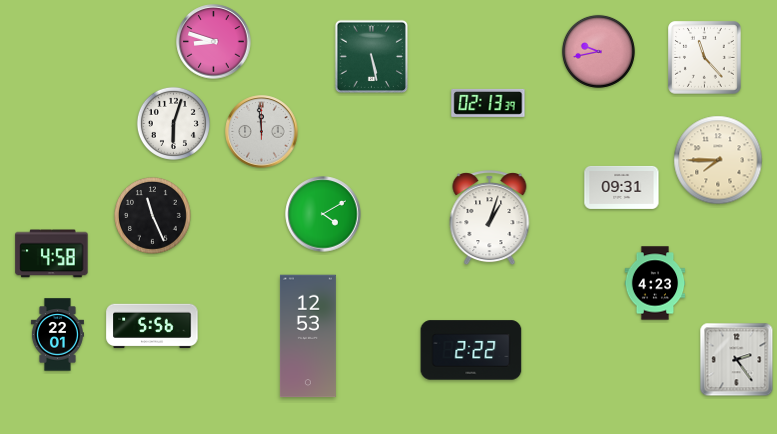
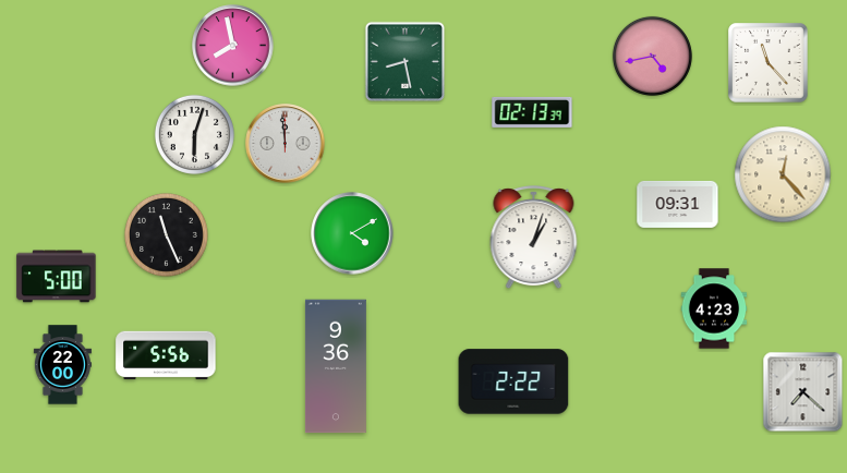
clock at (214, 42): 8:48 -> 7:58
clock at (598, 51): 9:43 -> 4:43
clock at (371, 56): 5:28 -> 8:28
clock at (173, 123) position: (173, 123) -> (194, 134)
clock at (718, 160): 7:45 -> 12:23
clock at (52, 254): 4:58 -> 5:00
clock at (57, 335): 22:01 -> 22:00
clock at (308, 336): 12:53 -> 9:36
clock at (737, 360): 2:24 -> 7:22
